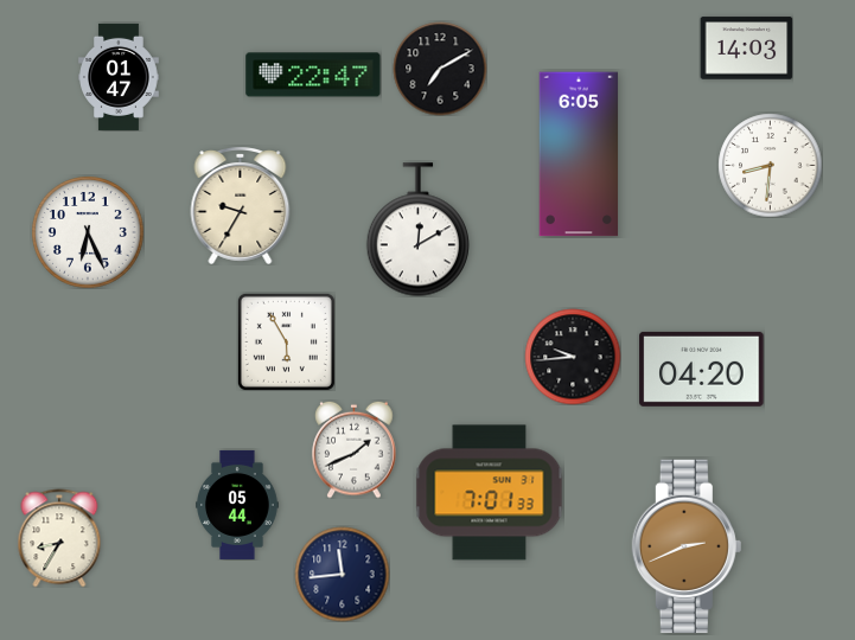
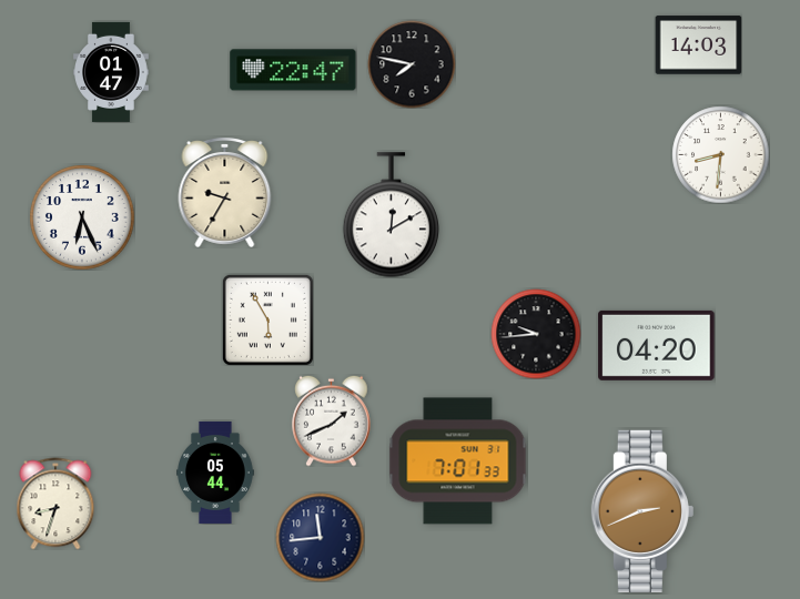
clock at (440, 69): 7:10 -> 7:47
clock at (579, 154): 6:05 -> none
clock at (238, 505) position: (238, 505) -> (216, 473)
clock at (59, 538): 8:35 -> 8:33
